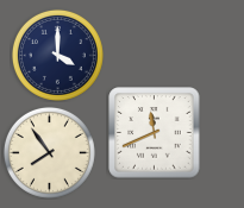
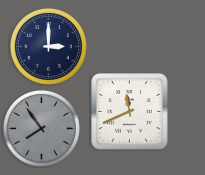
clock at (57, 55): 4:00 -> 3:00
clock at (49, 152) dial: cream -> grey
